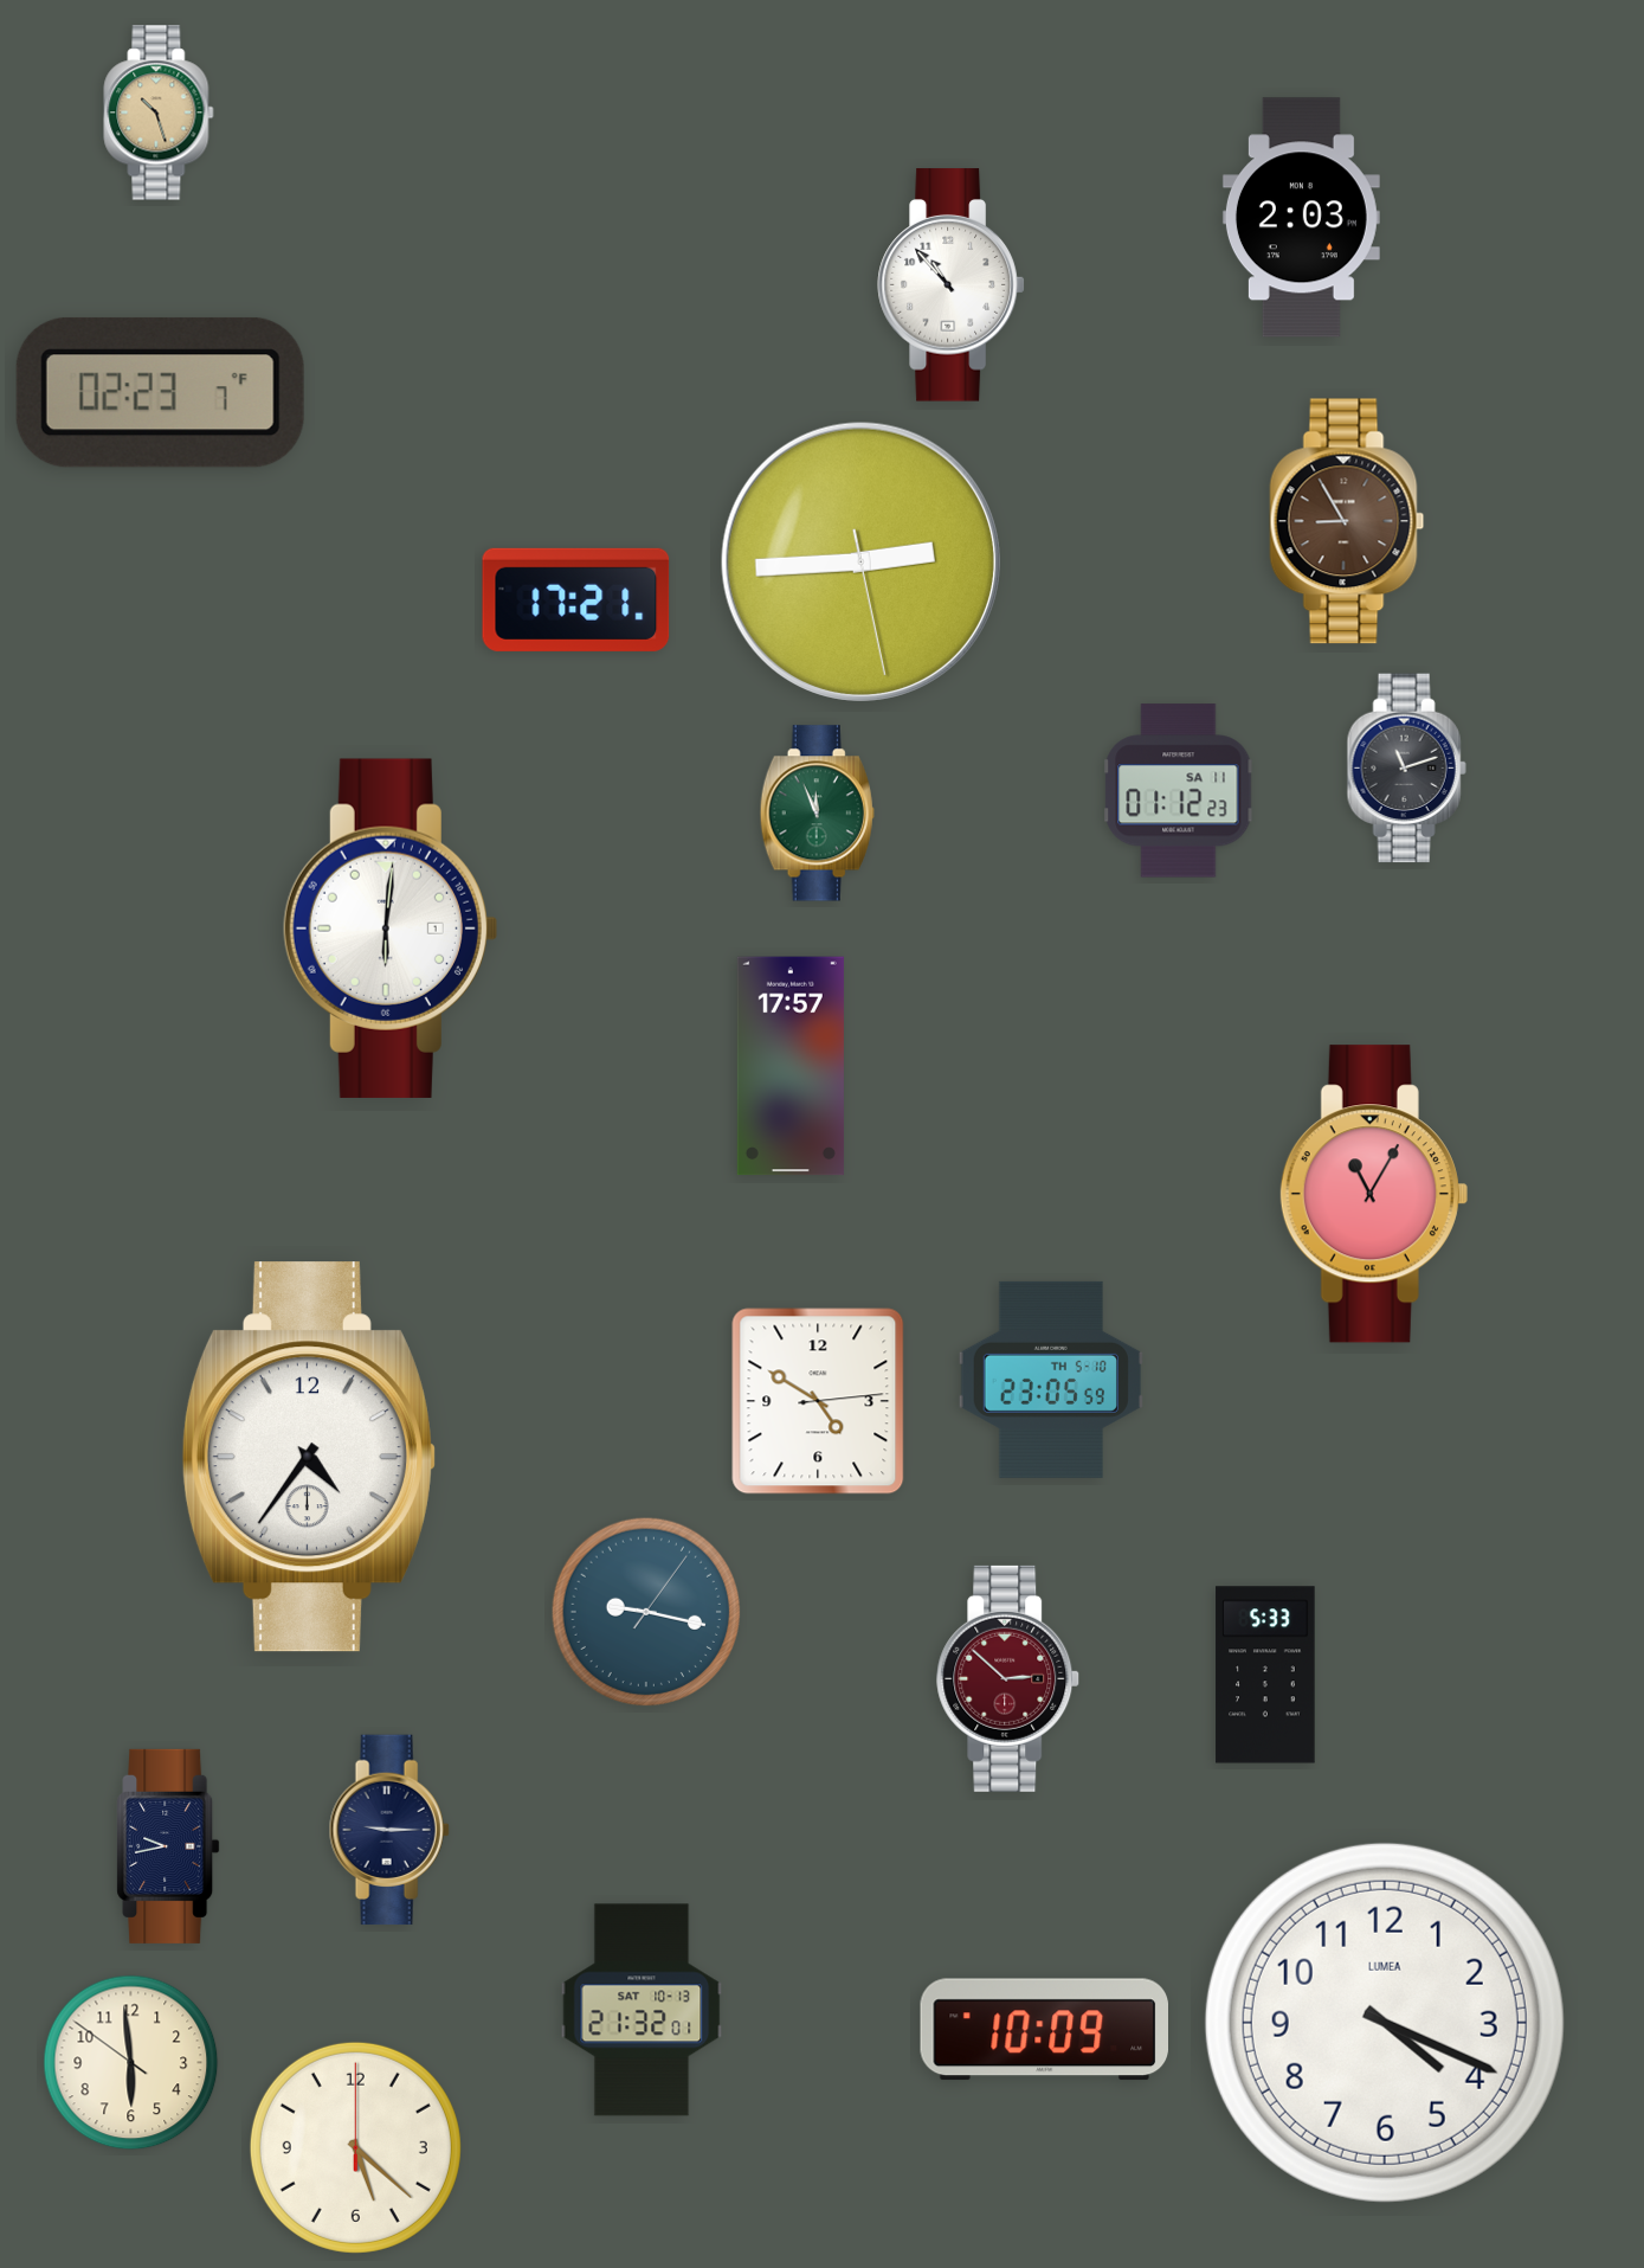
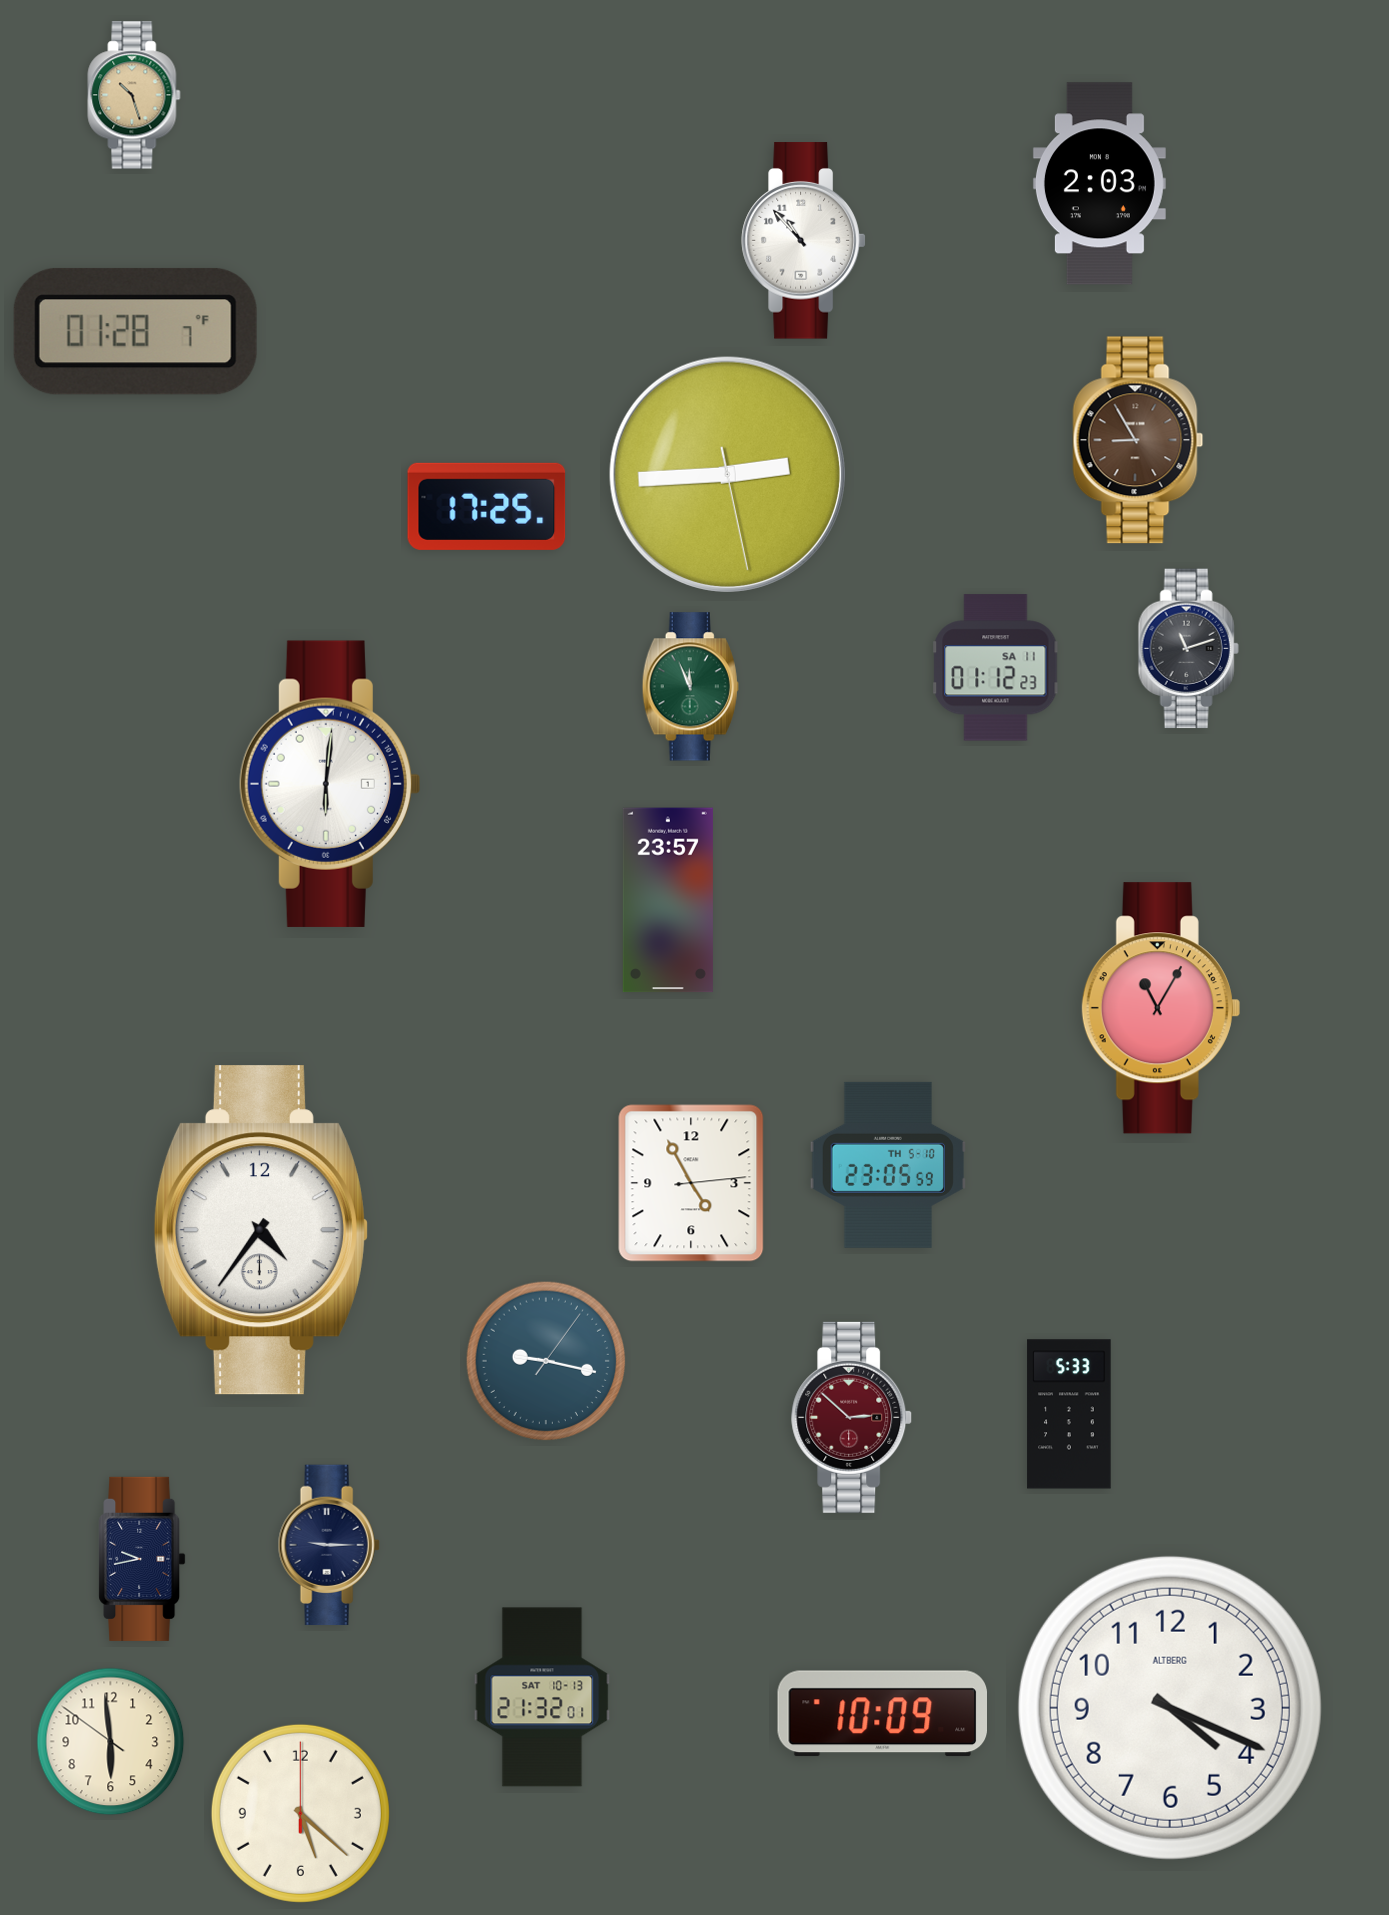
clock at (160, 392): 02:23 -> 01:28
clock at (576, 599): 17:21 -> 17:25
clock at (791, 1066): 17:57 -> 23:57
clock at (818, 1401): 4:50 -> 4:55
clock at (1385, 2023) brand: LUMEA -> ALTBERG
